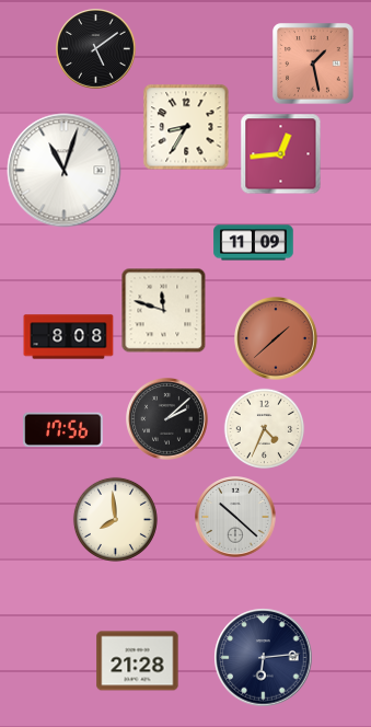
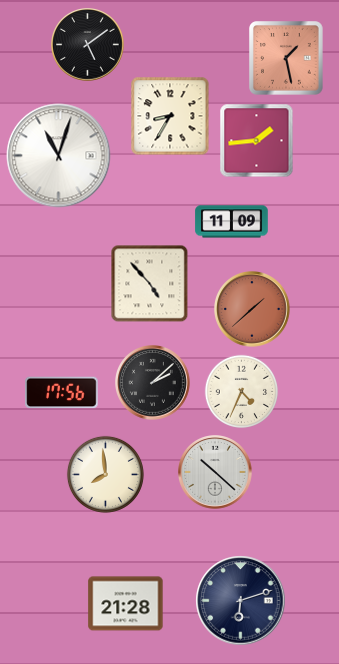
clock at (281, 154): 12:44 -> 1:44
clock at (164, 311): 11:48 -> 4:53
clock at (69, 337): 8:08 -> none
clock at (63, 430) position: (63, 430) -> (62, 393)
clock at (264, 658): 6:14 -> 6:12
